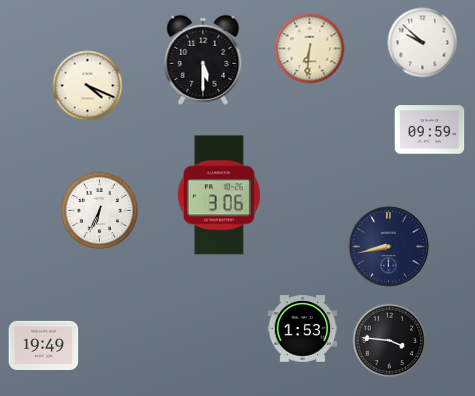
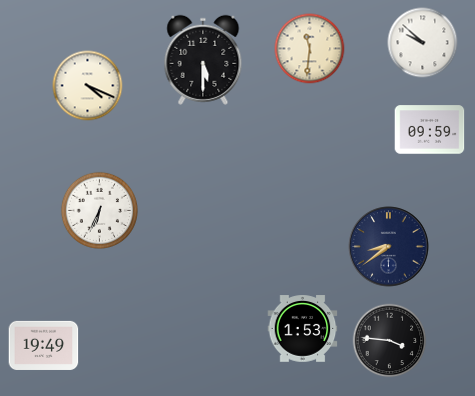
clock at (310, 49): 6:31 -> 11:31
clock at (219, 195): 3:06 -> none
clock at (389, 247): 8:43 -> 8:39
